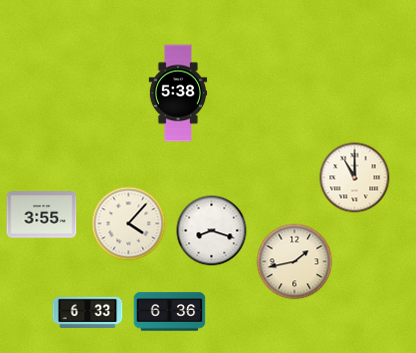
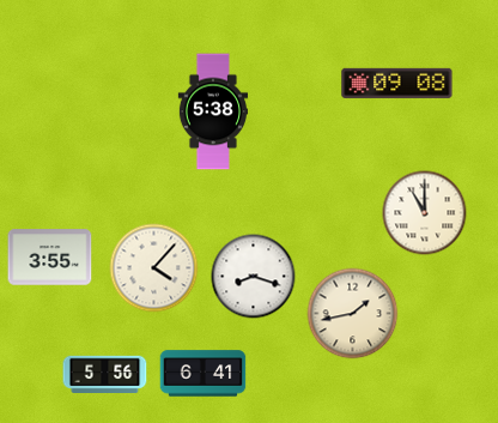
clock at (397, 83): none -> 09:08
clock at (88, 312): 6:33 -> 5:56
clock at (170, 312): 6:36 -> 6:41
